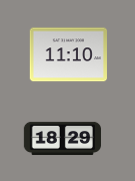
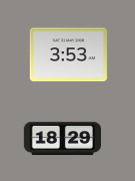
clock at (68, 55): 11:10 -> 3:53
